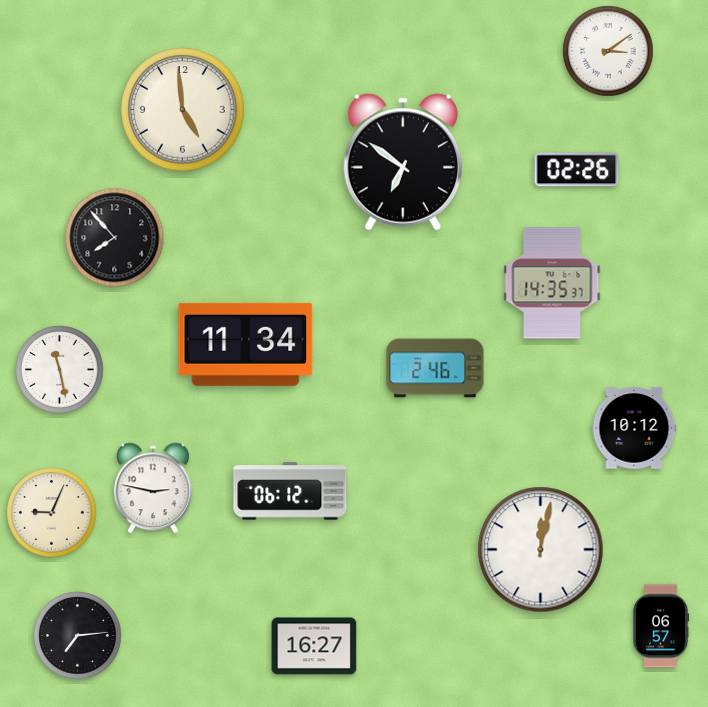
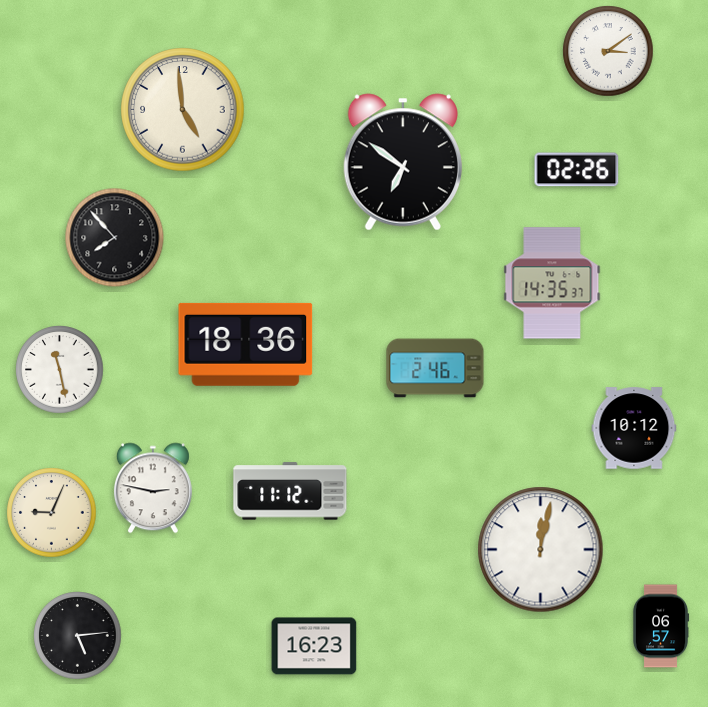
clock at (246, 344): 11:34 -> 18:36
clock at (290, 491): 06:12 -> 11:12
clock at (78, 636): 7:14 -> 5:14
clock at (314, 646): 16:27 -> 16:23
